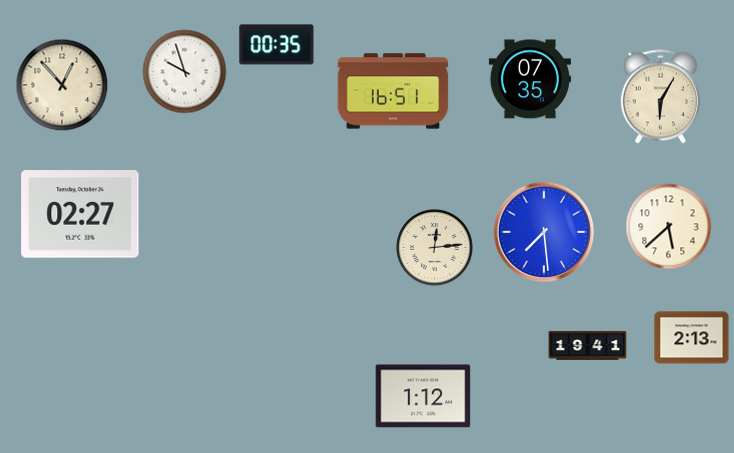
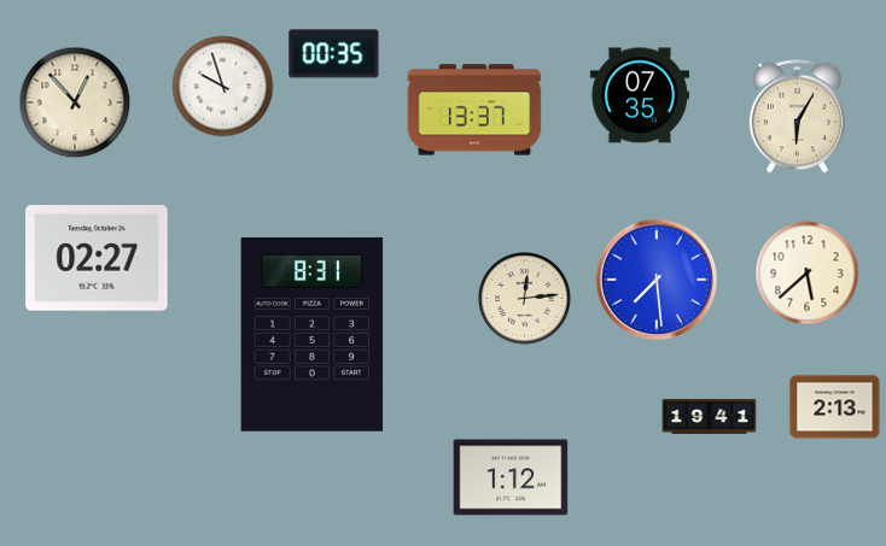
clock at (393, 91): 16:51 -> 13:37
clock at (313, 335): none -> 8:31
